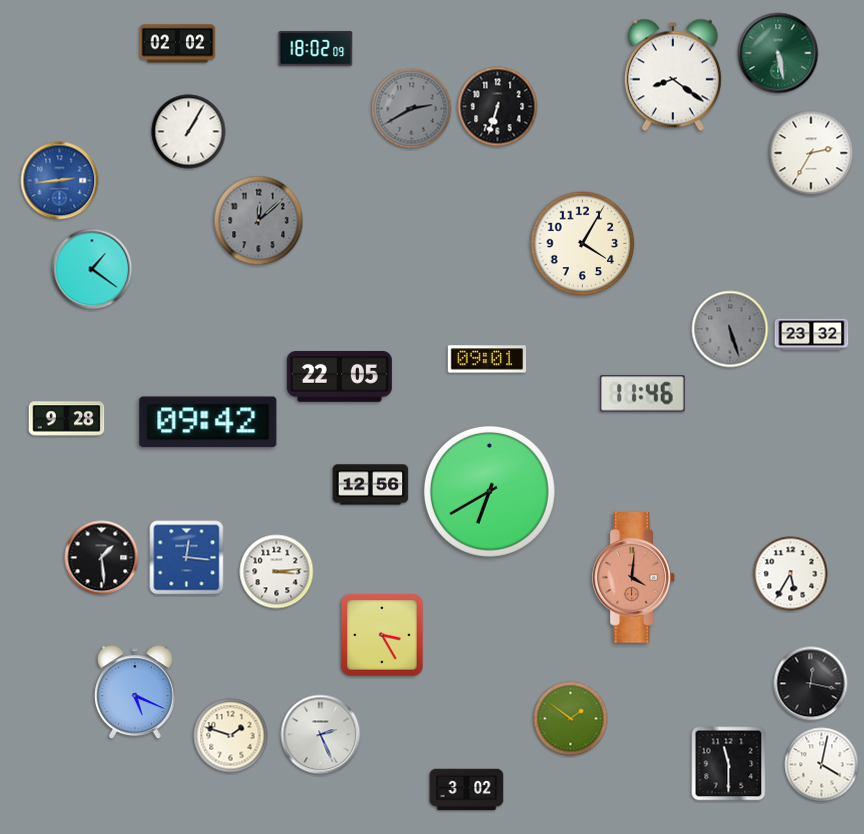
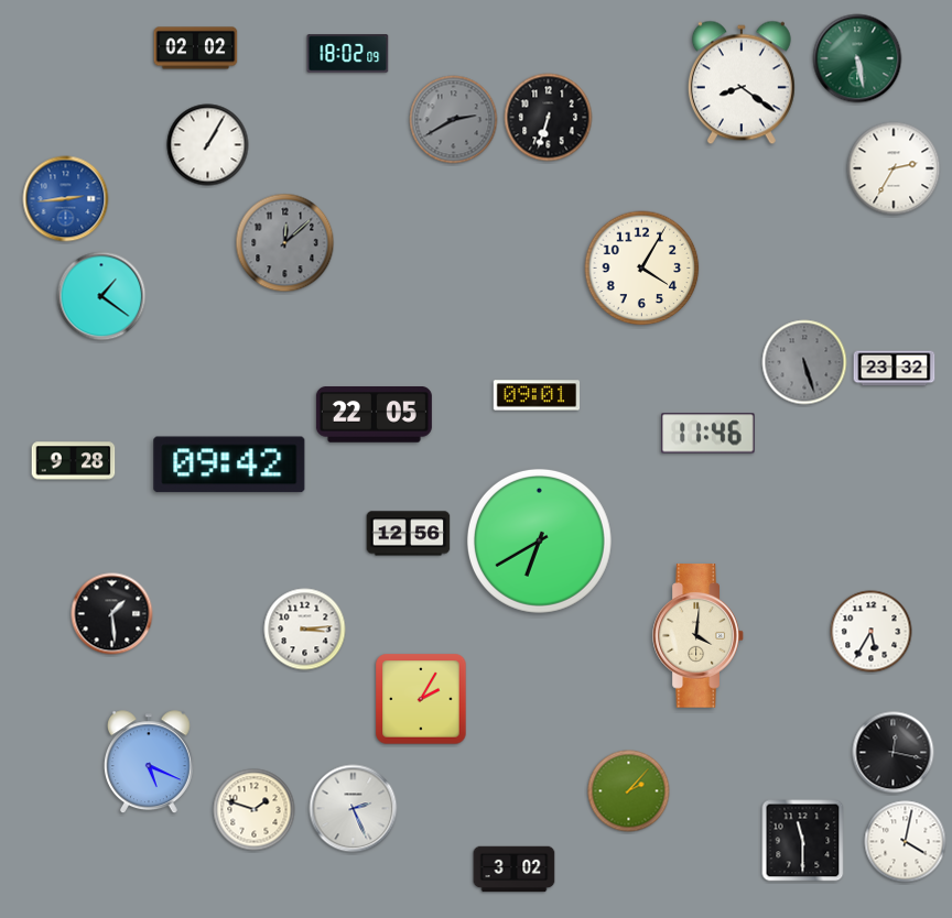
clock at (187, 558): 12:16 -> none
clock at (634, 578) dial: salmon -> cream
clock at (382, 635): 3:25 -> 2:05
clock at (571, 719): 1:51 -> 2:07
